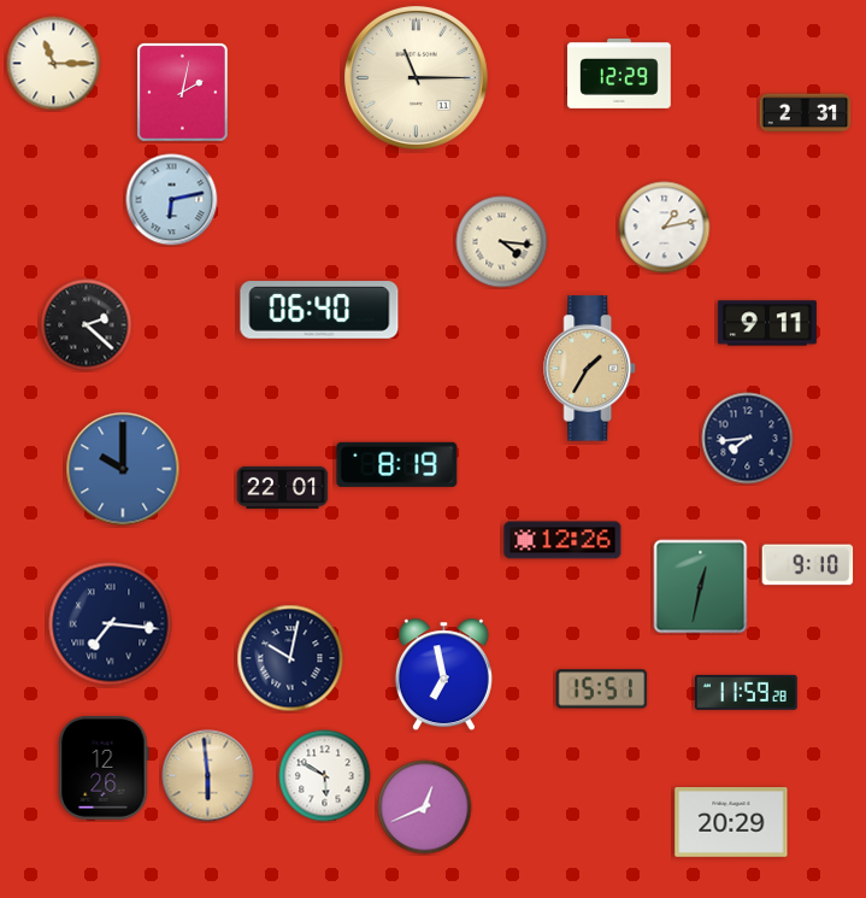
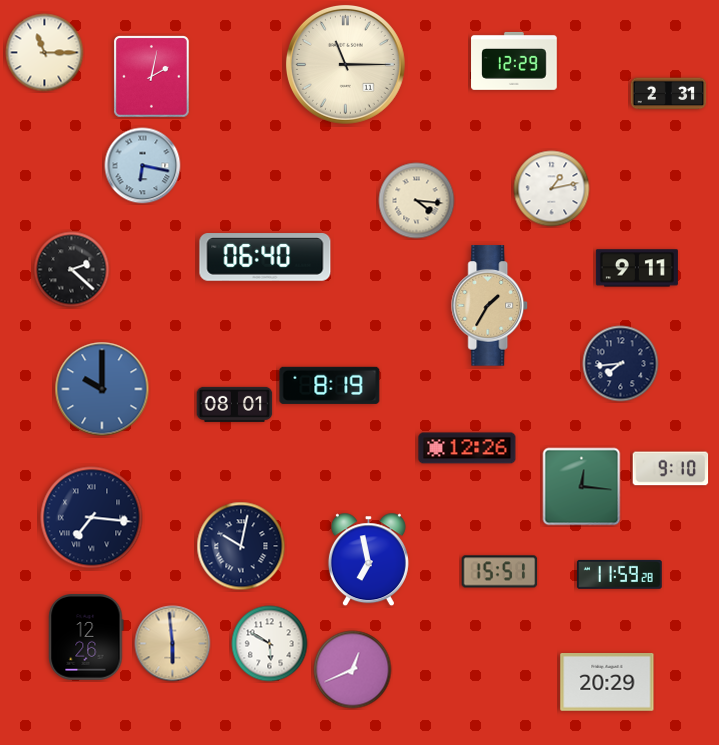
clock at (172, 200): 6:13 -> 6:17
clock at (283, 487): 22:01 -> 08:01
clock at (701, 587): 12:32 -> 12:16
